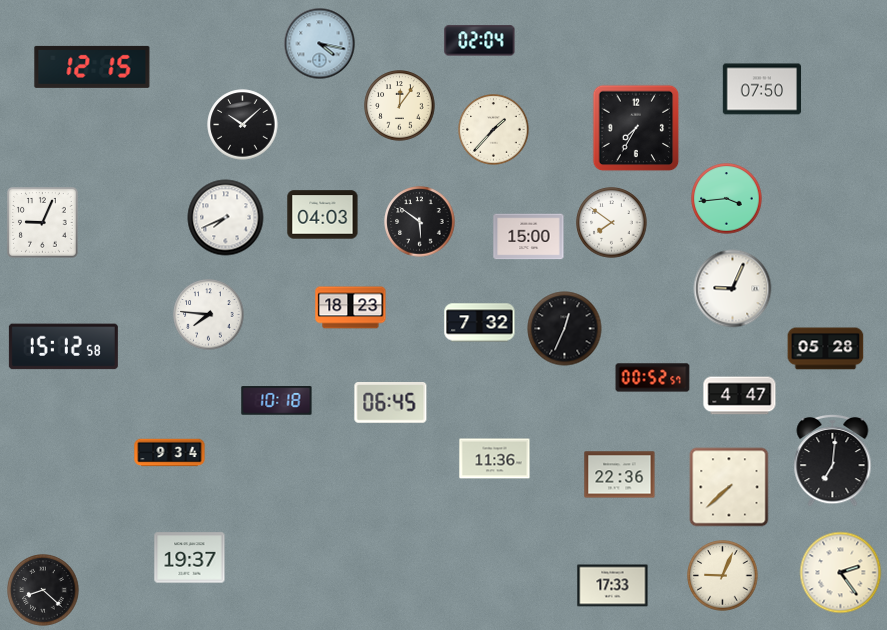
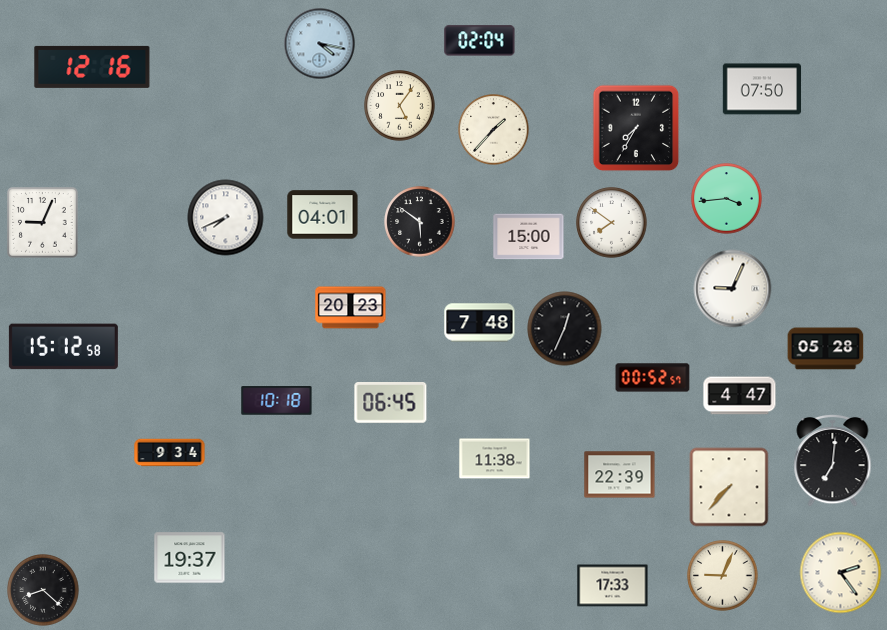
clock at (92, 67): 12:15 -> 12:16
clock at (400, 106): 12:06 -> 5:06
clock at (243, 125): 10:08 -> none
clock at (323, 215): 04:03 -> 04:01
clock at (351, 308): 18:23 -> 20:23
clock at (209, 315): 7:46 -> none
clock at (480, 323): 7:32 -> 7:48
clock at (495, 459): 11:36 -> 11:38
clock at (620, 475): 22:36 -> 22:39
clock at (729, 487): 7:38 -> 7:37
